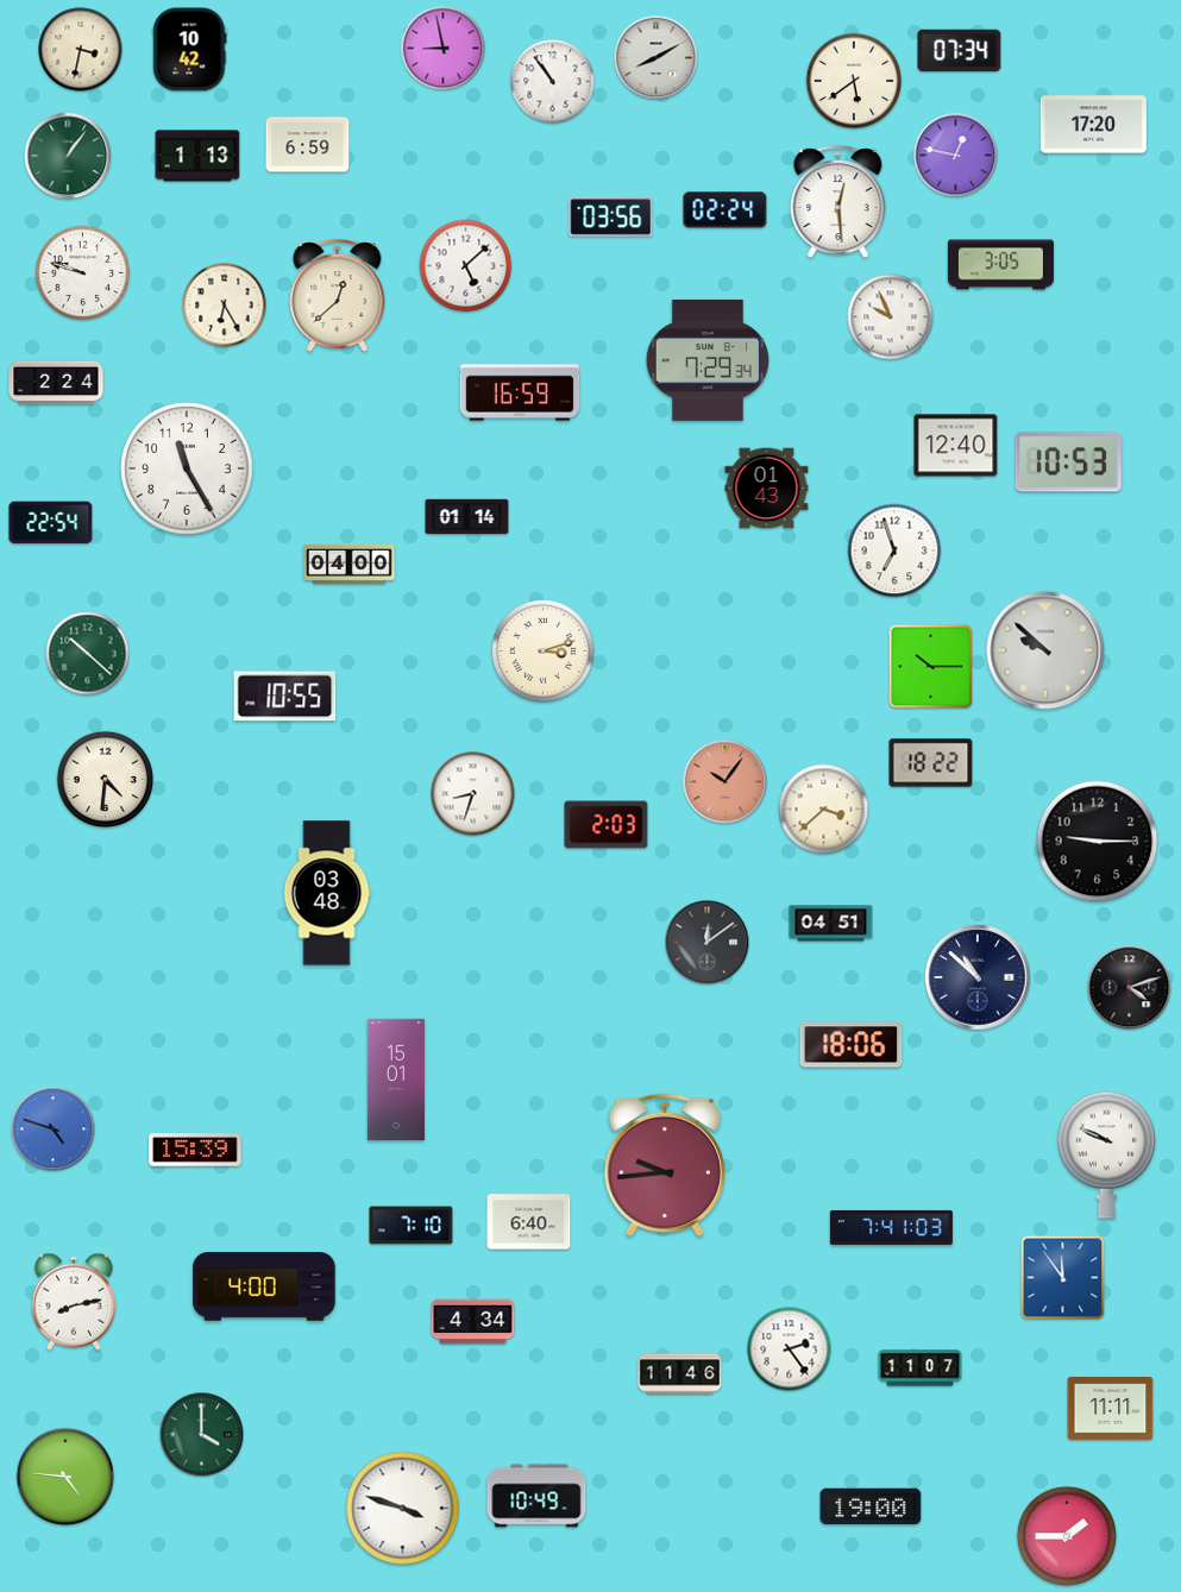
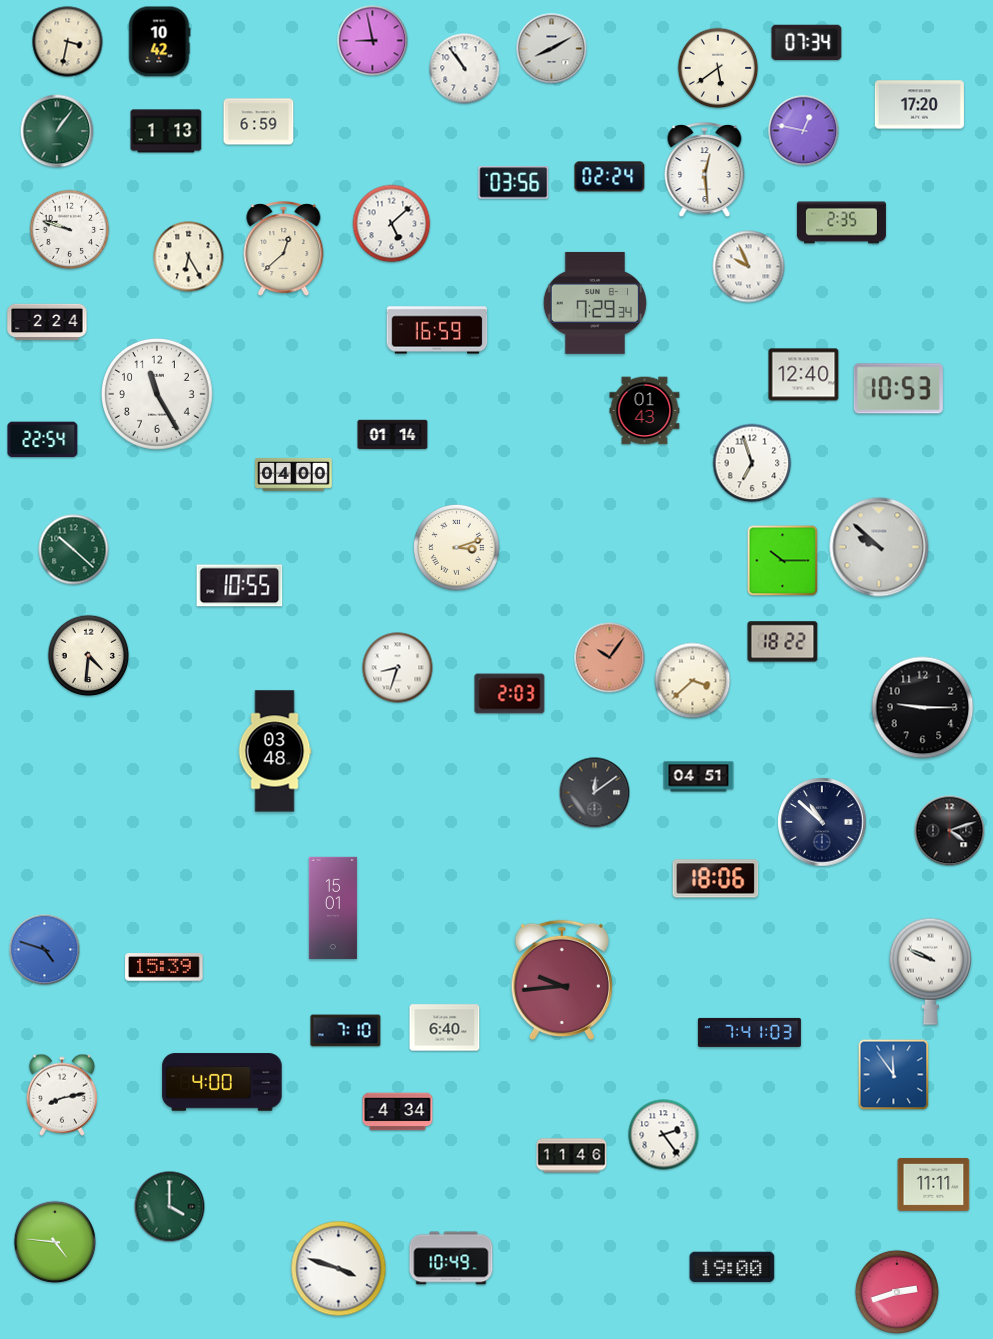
clock at (1000, 265): 3:05 -> 2:35
clock at (665, 1164) position: (665, 1164) -> (562, 979)
clock at (921, 1368): 11:07 -> none
clock at (1067, 1536): 1:45 -> 2:42
